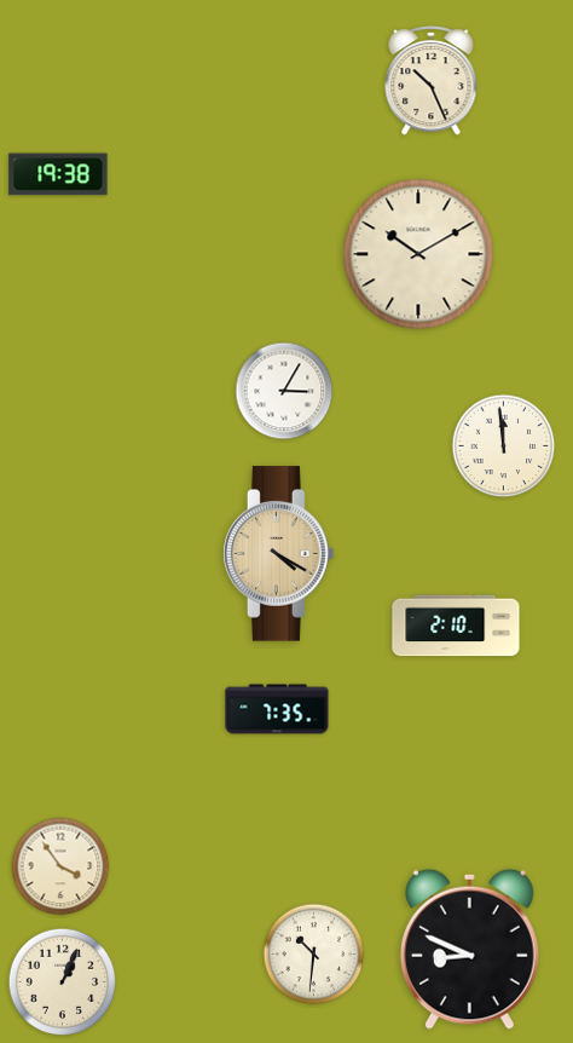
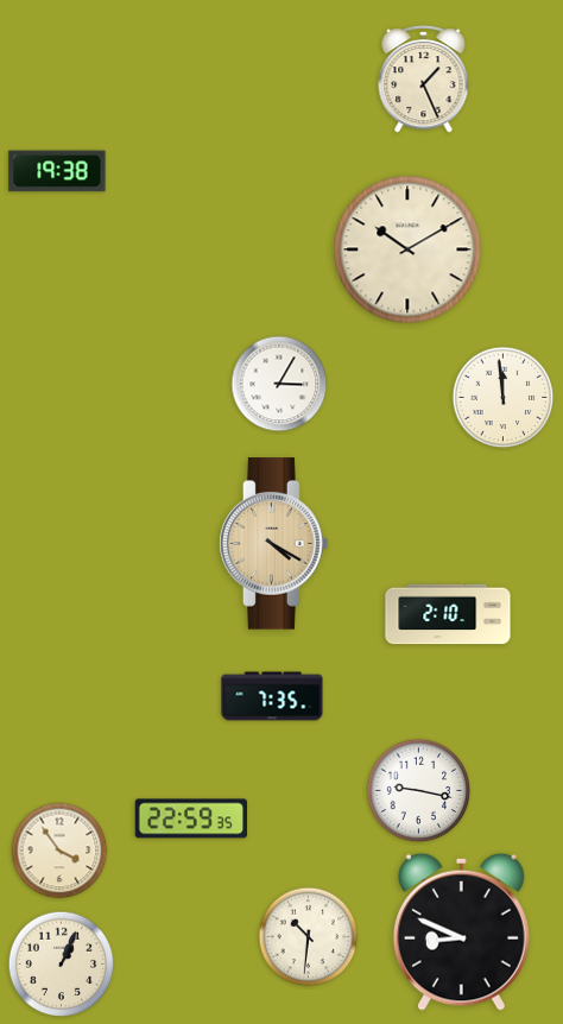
clock at (432, 81): 10:26 -> 1:26
clock at (418, 254) position: (418, 254) -> (407, 249)
clock at (504, 446) position: (504, 446) -> (504, 398)
clock at (419, 791): none -> 9:17
clock at (191, 818): none -> 22:59
